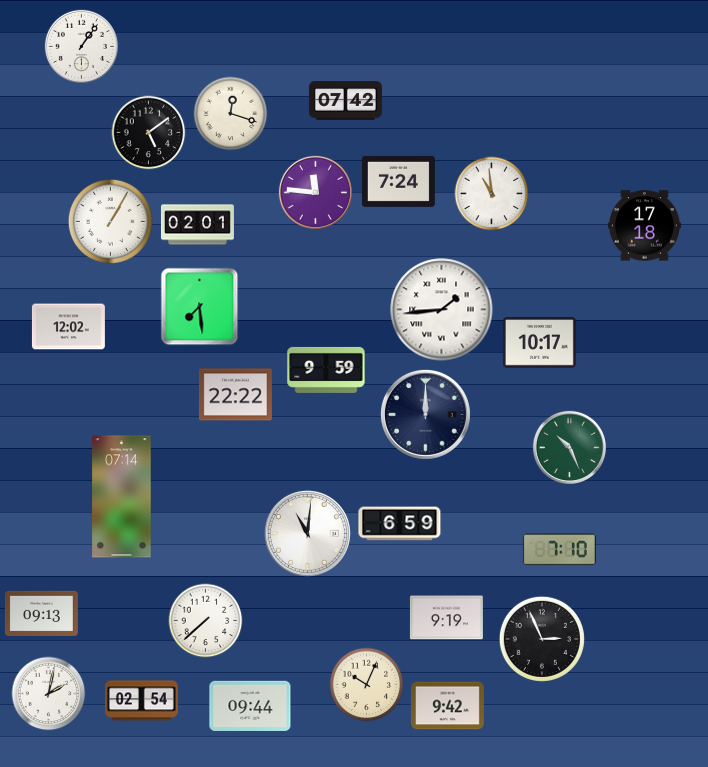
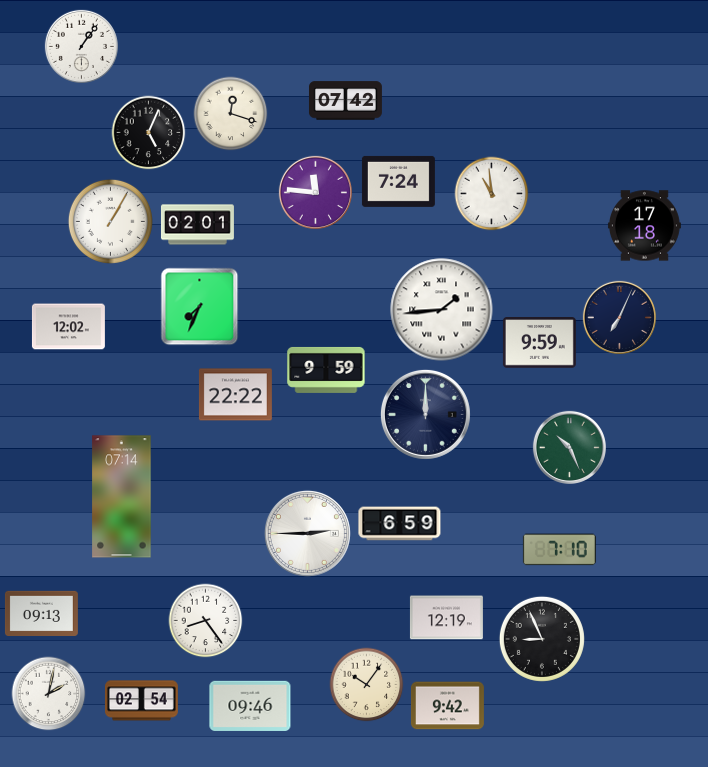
clock at (149, 133): 5:09 -> 5:04
clock at (200, 307): 7:29 -> 7:34
clock at (619, 317): none -> 7:04
clock at (539, 343): 10:17 -> 9:59
clock at (307, 533): 11:01 -> 2:45
clock at (446, 618): 9:19 -> 12:19
clock at (206, 621): 7:38 -> 8:24
clock at (542, 639): 2:56 -> 8:56
clock at (367, 685): 10:04 -> 10:06
clock at (250, 706): 09:44 -> 09:46
